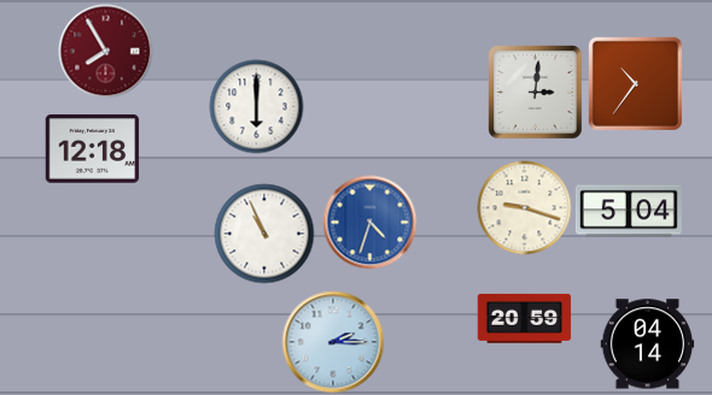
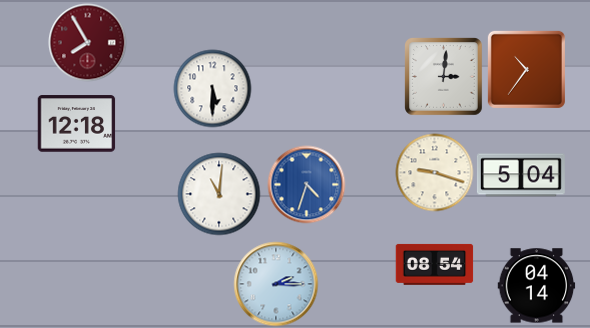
clock at (256, 106): 6:00 -> 5:30
clock at (264, 234): 10:56 -> 11:01
clock at (524, 318): 20:59 -> 08:54
